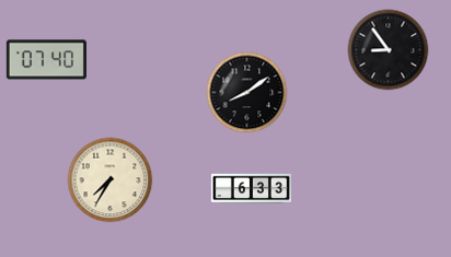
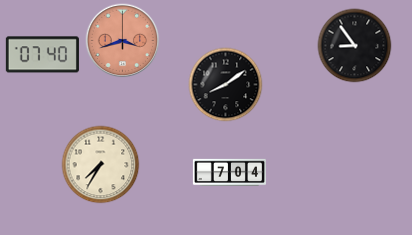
clock at (123, 41): none -> 3:42
clock at (251, 189): 6:33 -> 7:04
